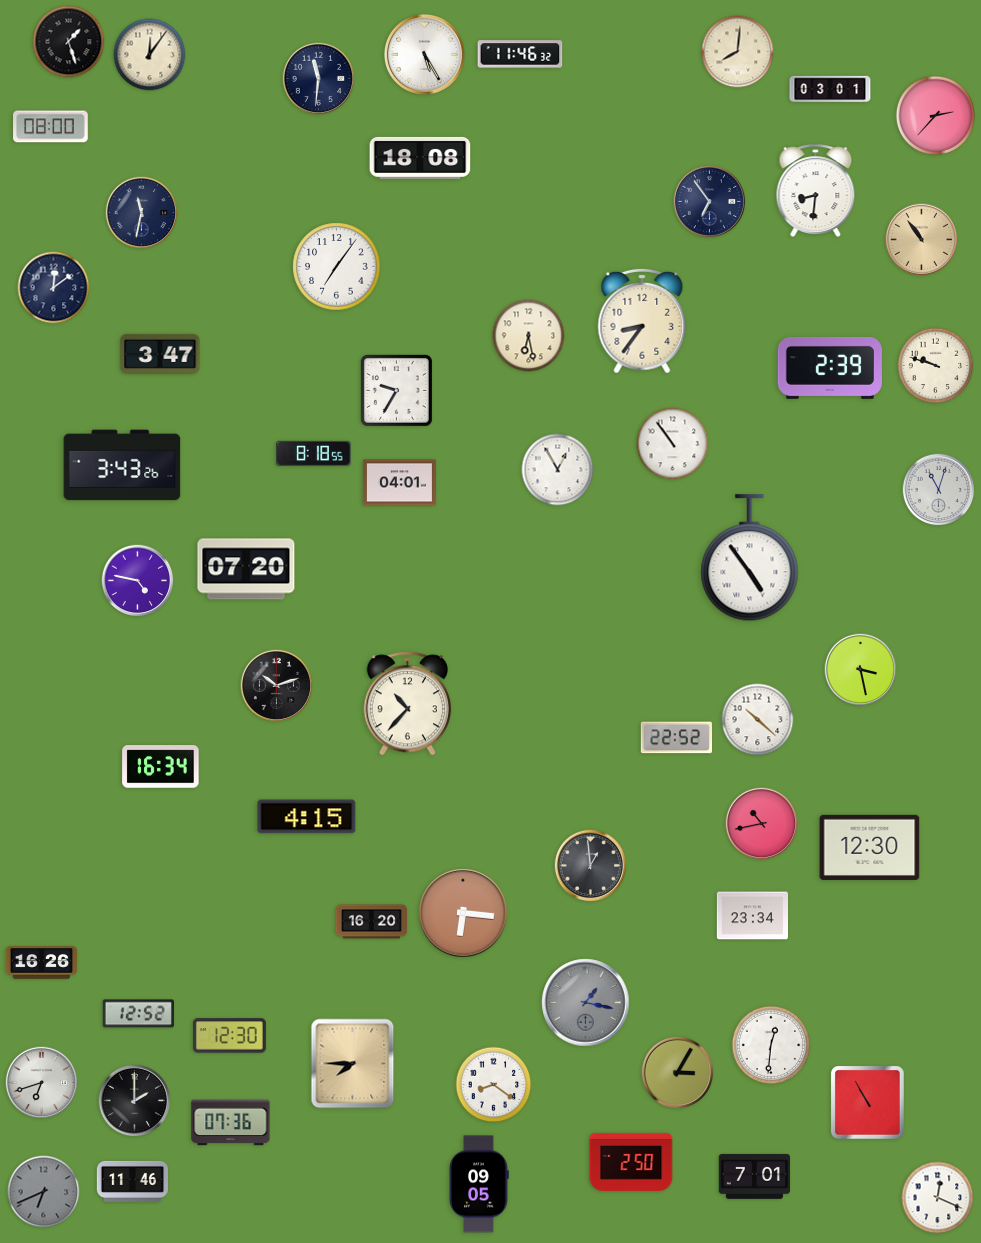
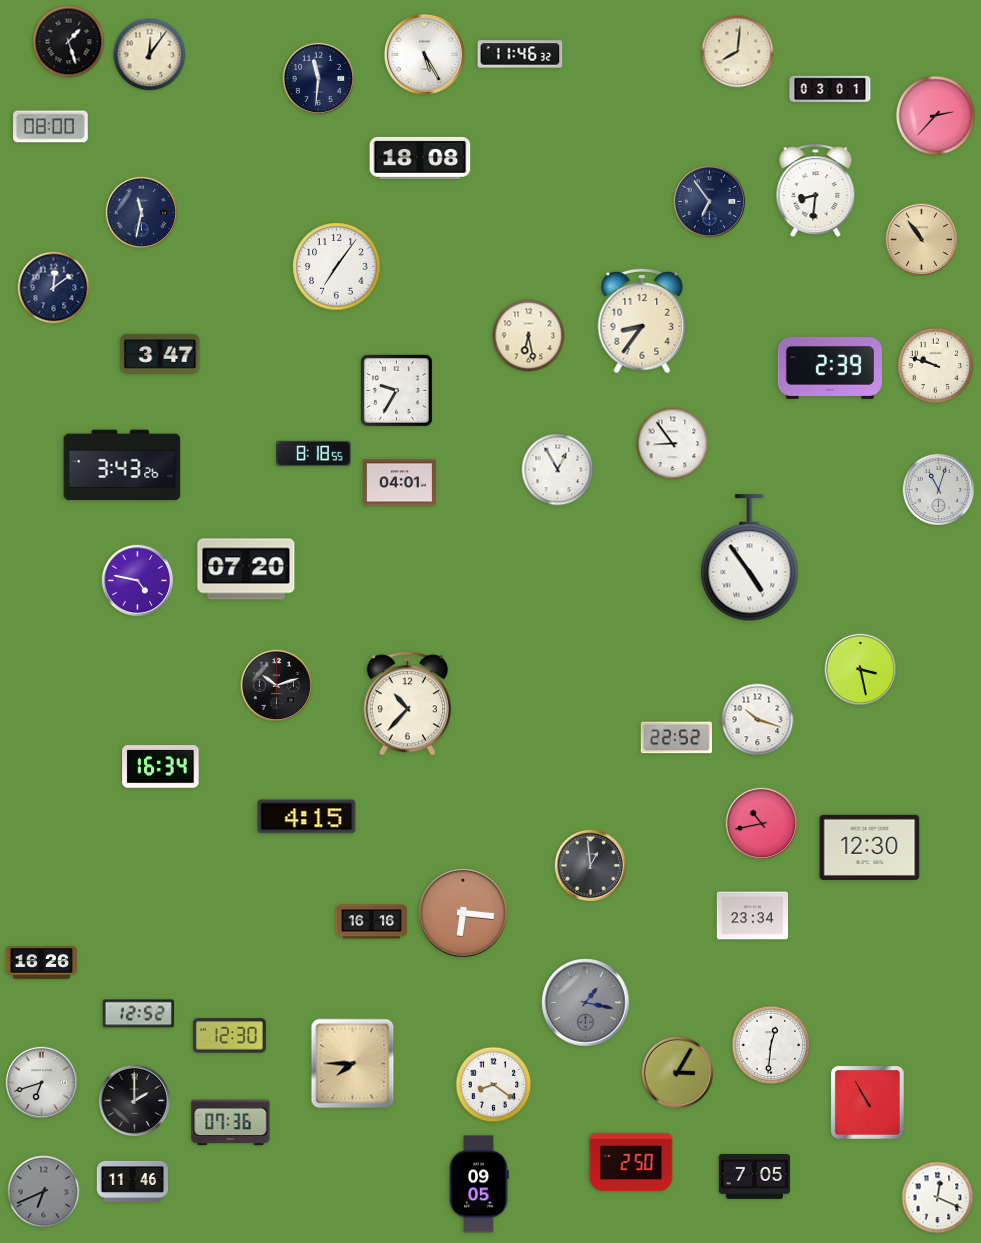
clock at (673, 444): 10:54 -> 8:54
clock at (758, 720): 10:22 -> 10:18
clock at (372, 922): 16:20 -> 16:16
clock at (754, 1176): 7:01 -> 7:05
